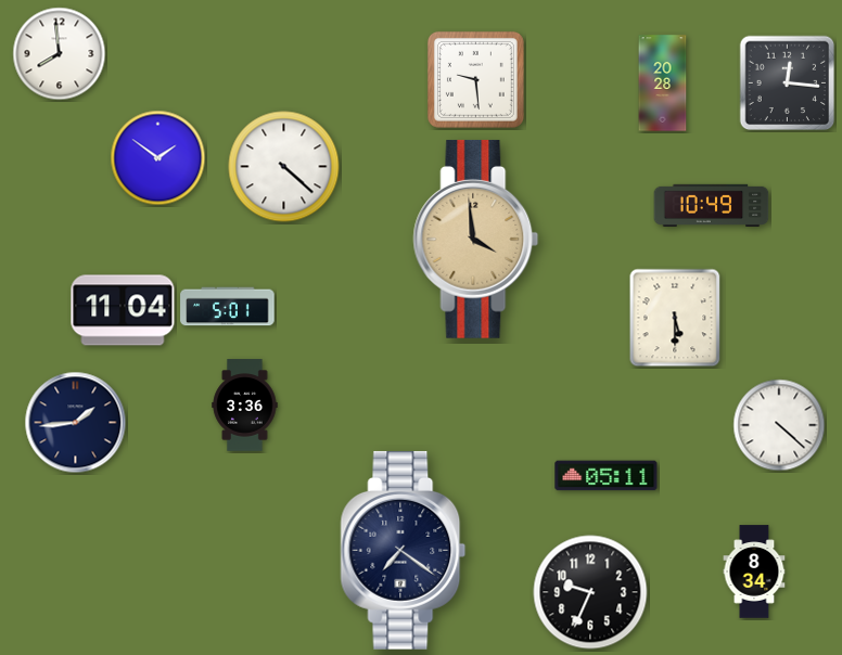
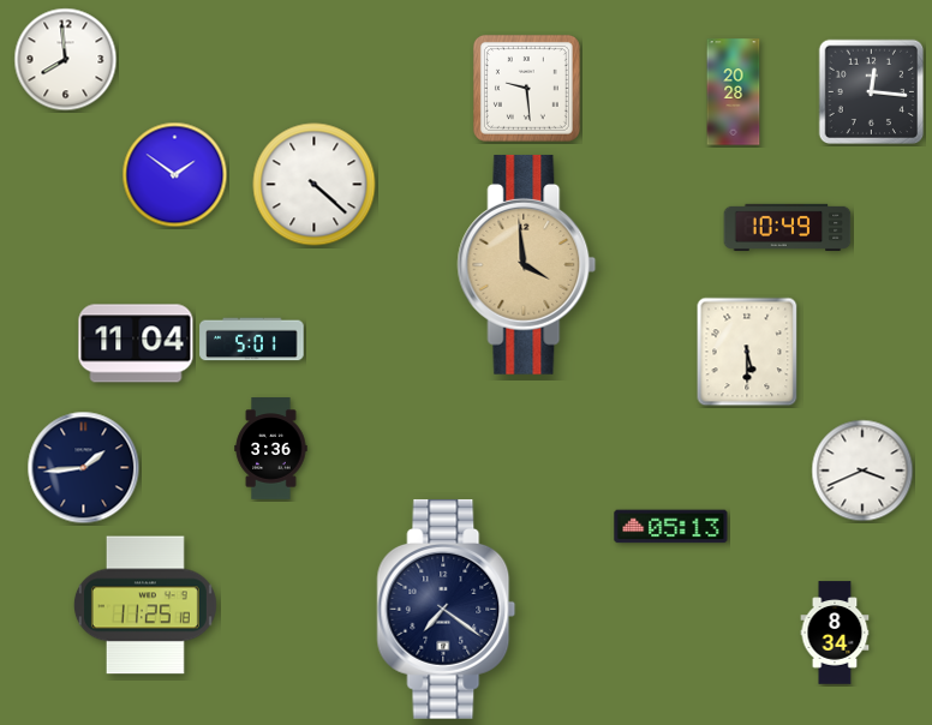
clock at (779, 425): 4:22 -> 3:41
clock at (607, 476): 05:11 -> 05:13
clock at (145, 605): none -> 11:25
clock at (590, 592): 9:34 -> none
